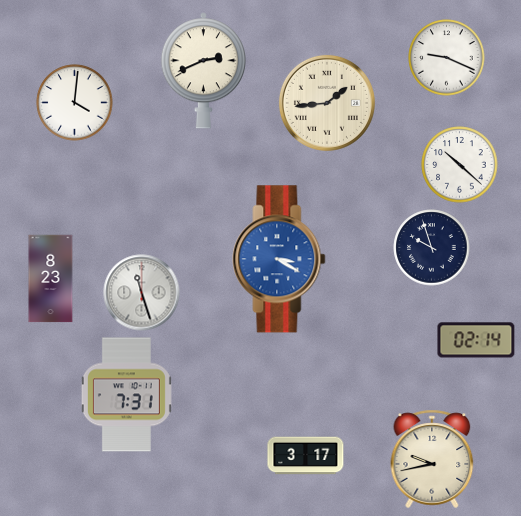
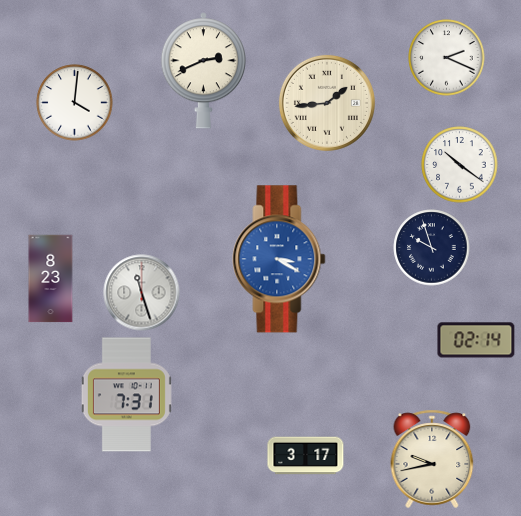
clock at (447, 58): 9:19 -> 2:19
clock at (460, 165): 10:22 -> 10:21
